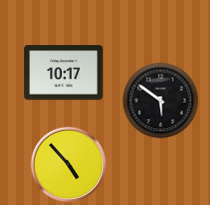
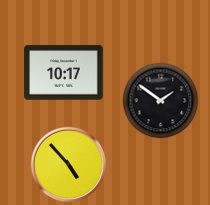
clock at (161, 101): 5:51 -> 1:51
